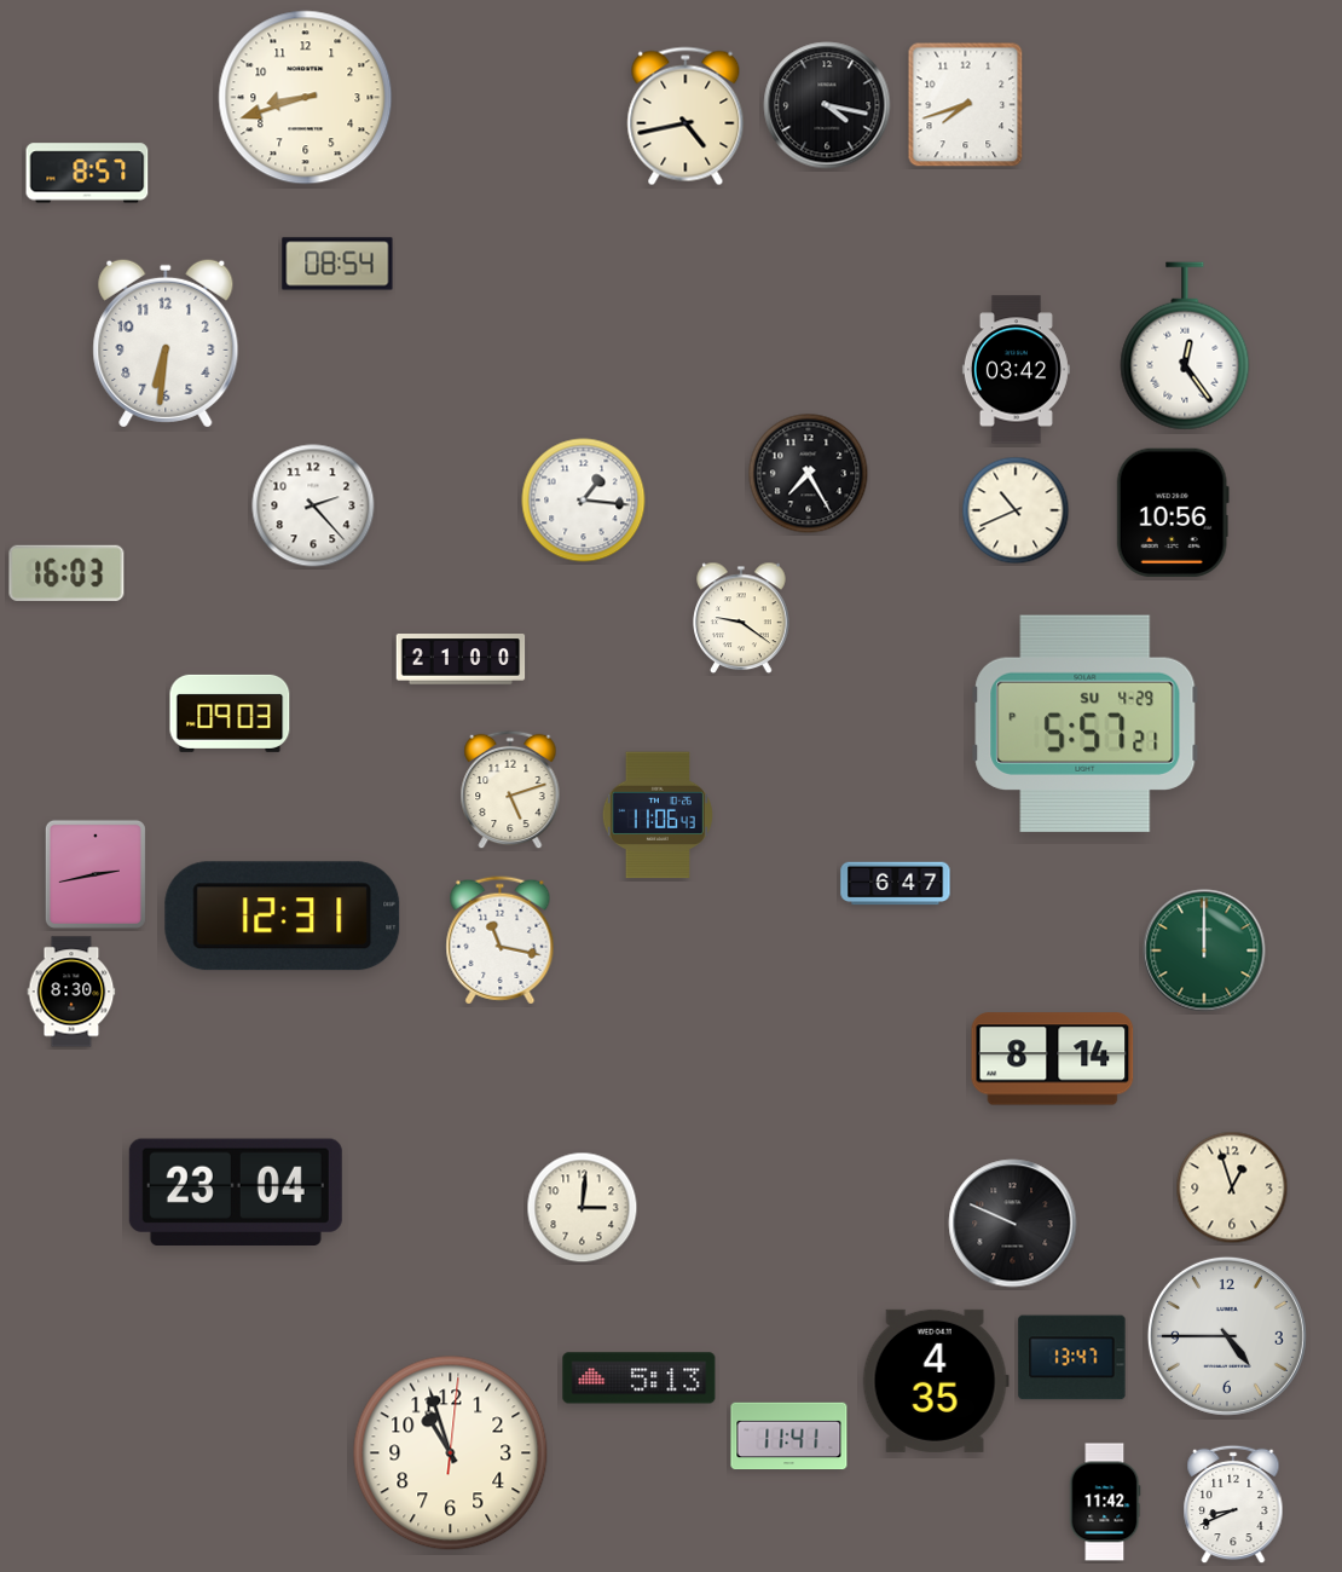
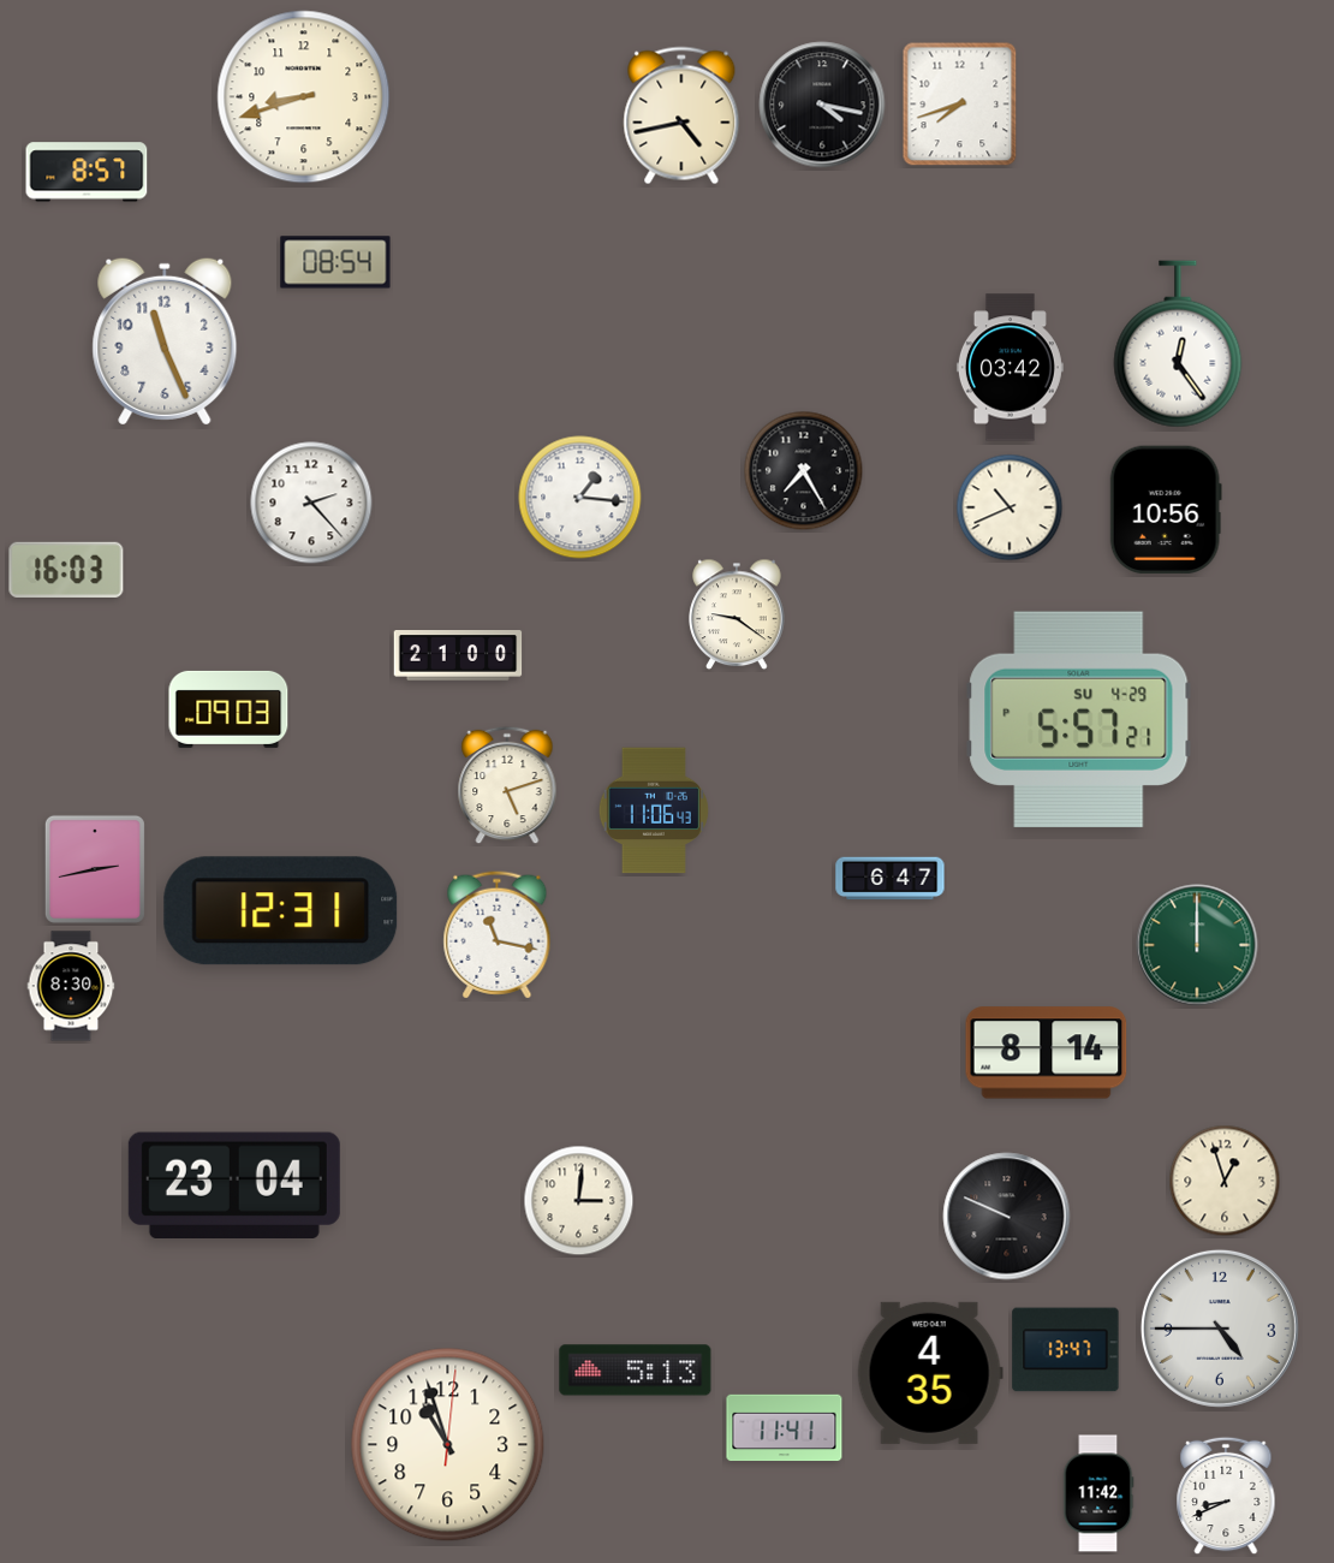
clock at (166, 343): 6:31 -> 11:26
